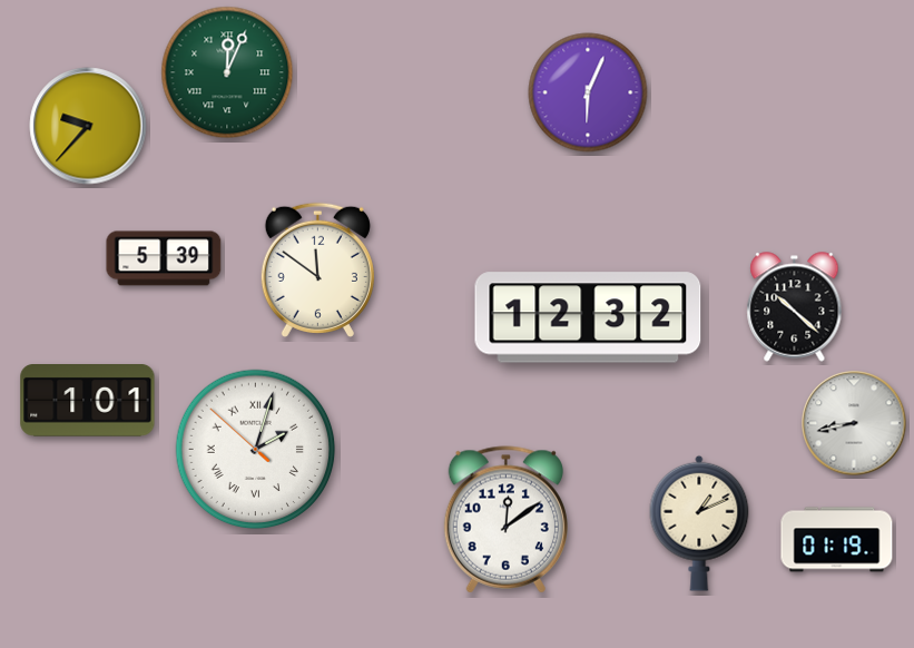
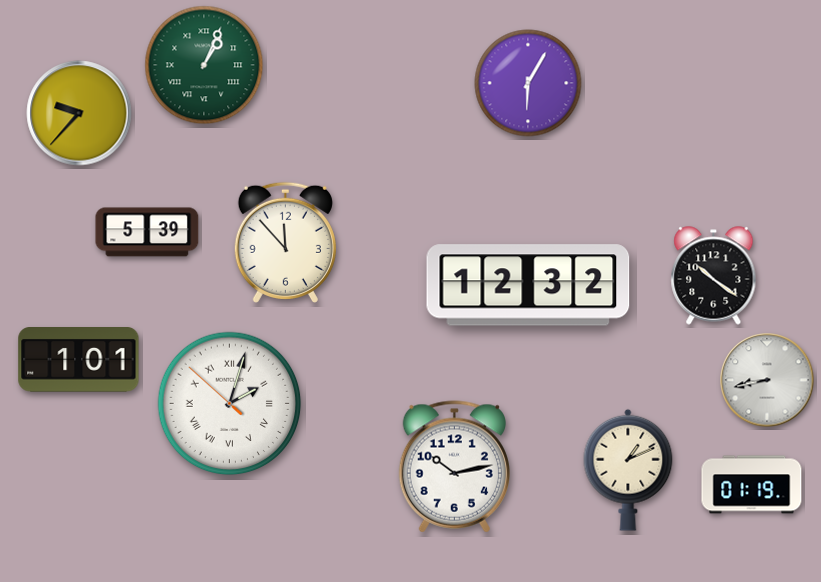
clock at (227, 72): 12:04 -> 1:04
clock at (588, 92): 6:04 -> 6:05
clock at (317, 269): 11:51 -> 11:53
clock at (795, 307): 10:22 -> 10:21
clock at (505, 520): 12:09 -> 10:13
